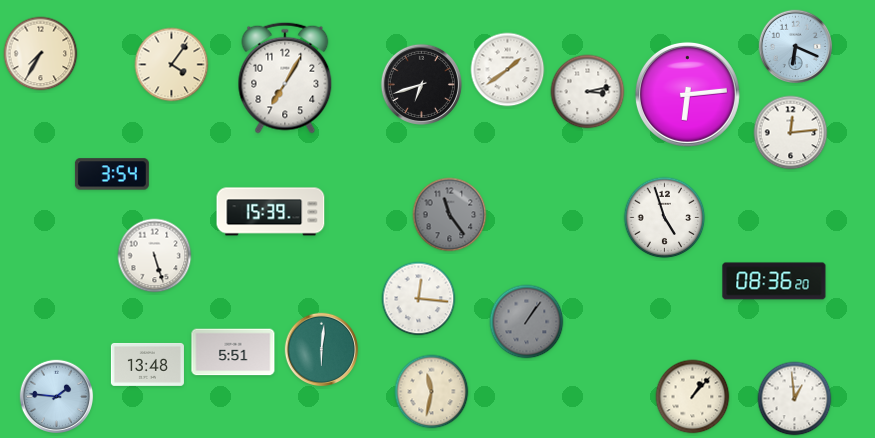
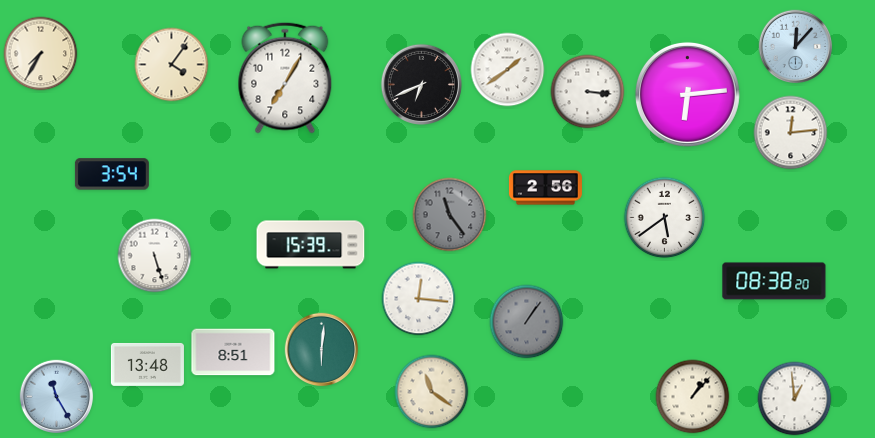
clock at (796, 47): 6:19 -> 12:07
clock at (421, 84): 6:42 -> 6:41
clock at (588, 92): 3:13 -> 3:16
clock at (545, 188): none -> 2:56
clock at (271, 212) position: (271, 212) -> (311, 245)
clock at (665, 218): 4:57 -> 5:39
clock at (774, 281): 08:36 -> 08:38
clock at (233, 352): 5:51 -> 8:51
clock at (432, 392): 11:32 -> 11:21
clock at (57, 397): 1:46 -> 11:25
